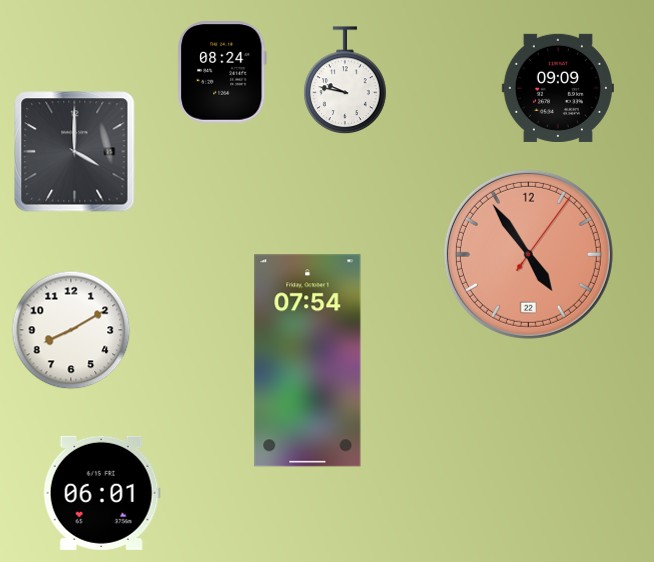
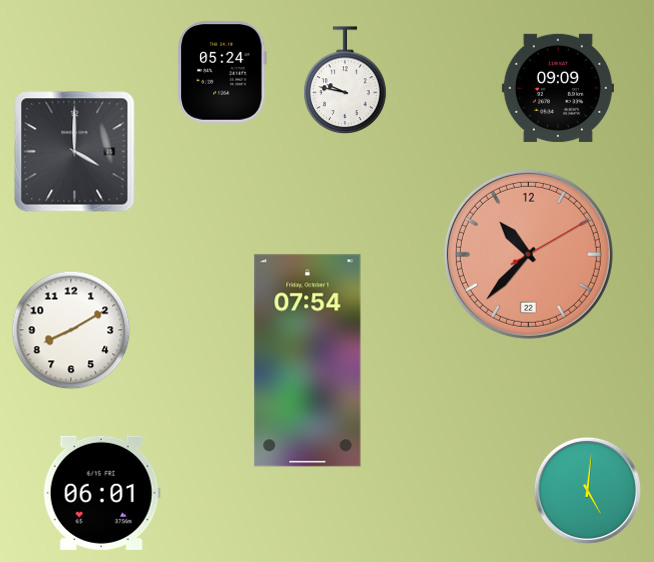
clock at (223, 72): 08:24 -> 05:24
clock at (528, 254): 4:54 -> 10:37
clock at (587, 490): none -> 5:01
